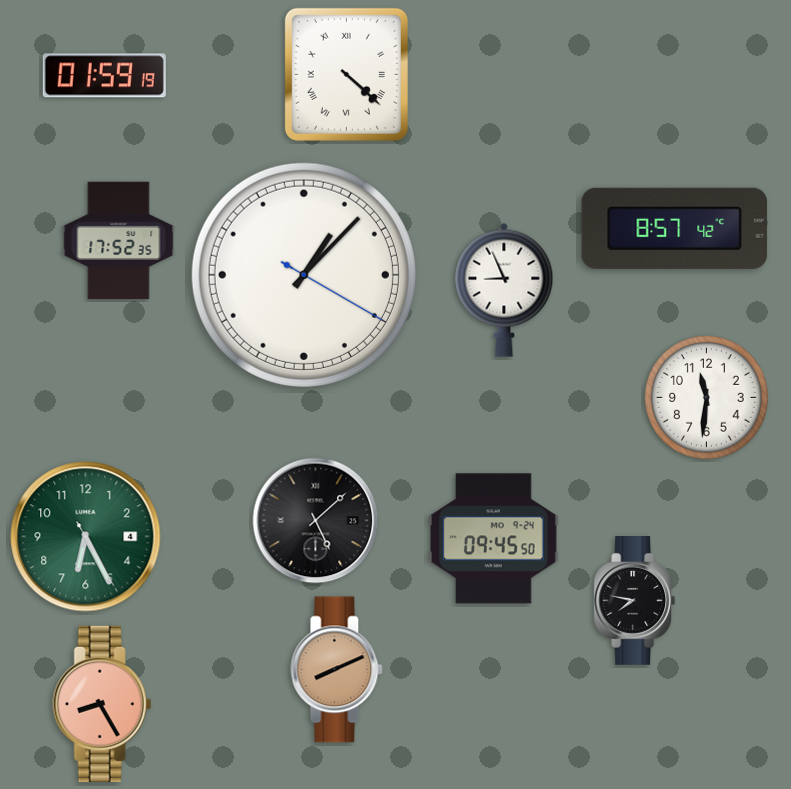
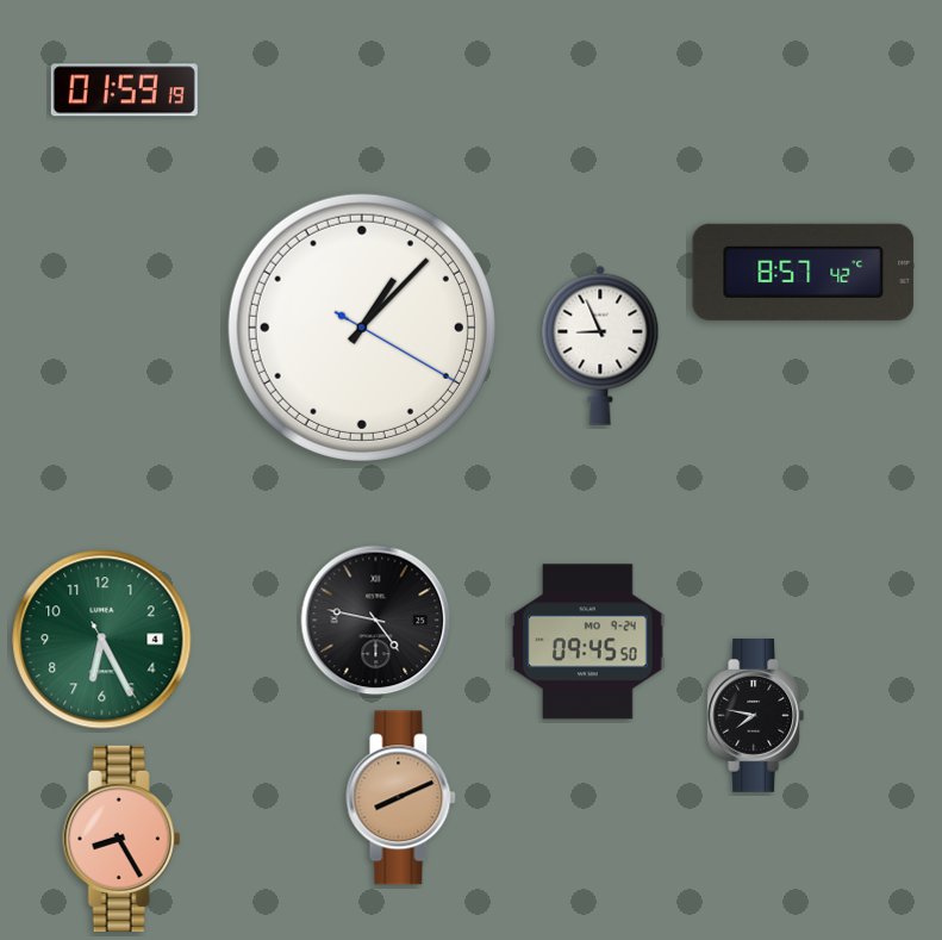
clock at (346, 74): 4:22 -> none
clock at (119, 241): 17:52 -> none
clock at (707, 398): 11:31 -> none
clock at (316, 521): 5:08 -> 4:47
